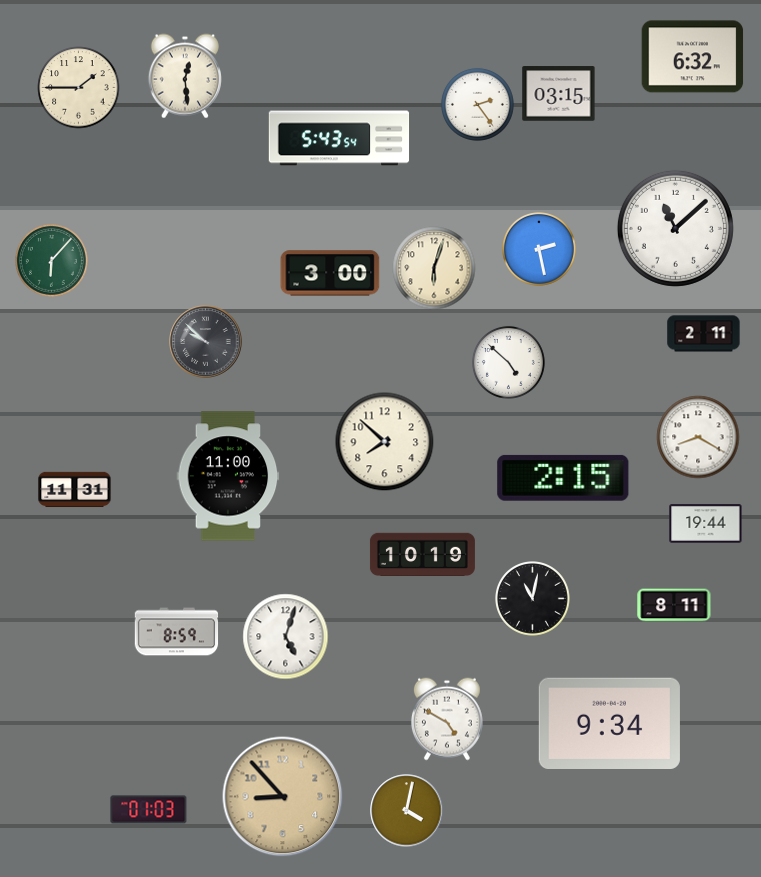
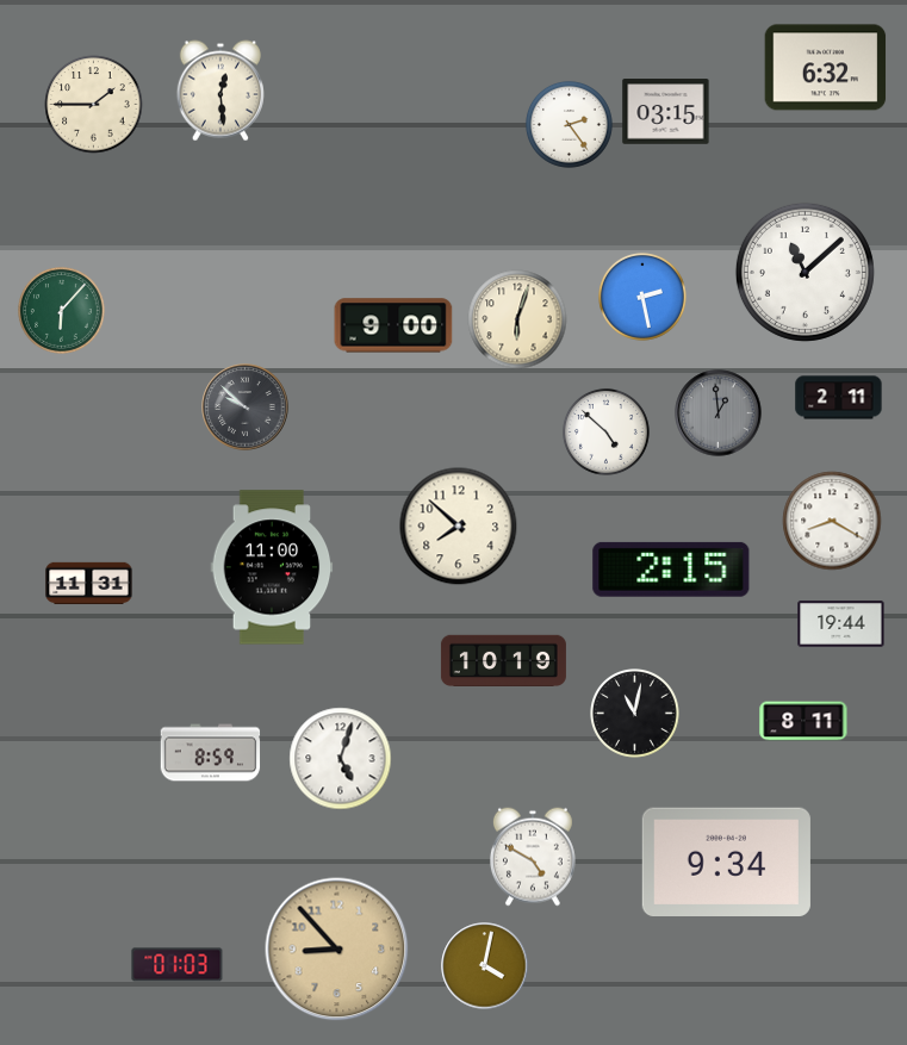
clock at (339, 138): 5:43 -> none
clock at (330, 273): 3:00 -> 9:00
clock at (719, 413): none -> 12:59
